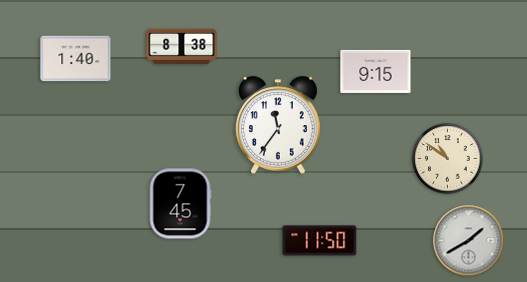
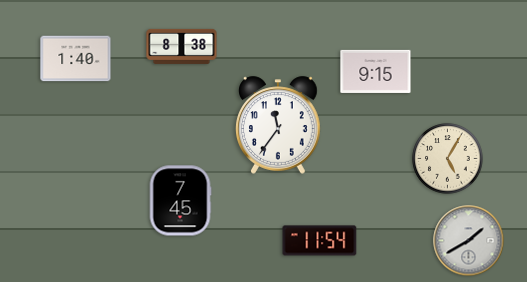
clock at (448, 159): 10:51 -> 5:05
clock at (180, 204) position: (180, 204) -> (180, 201)
clock at (320, 241): 11:50 -> 11:54
